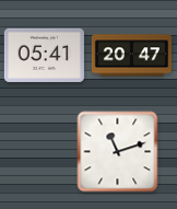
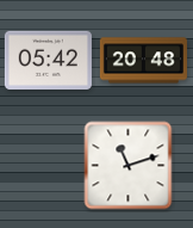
clock at (44, 55): 05:41 -> 05:42
clock at (131, 56): 20:47 -> 20:48
